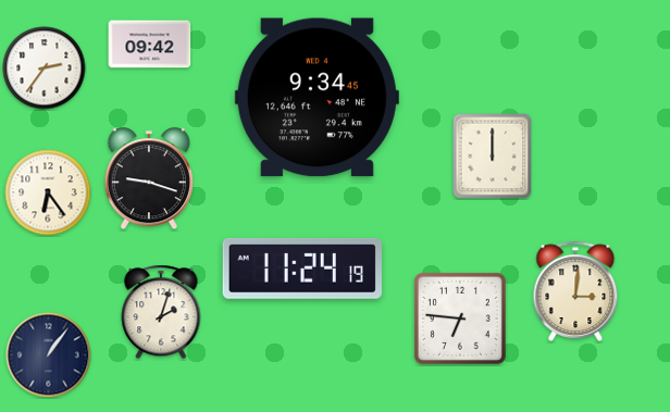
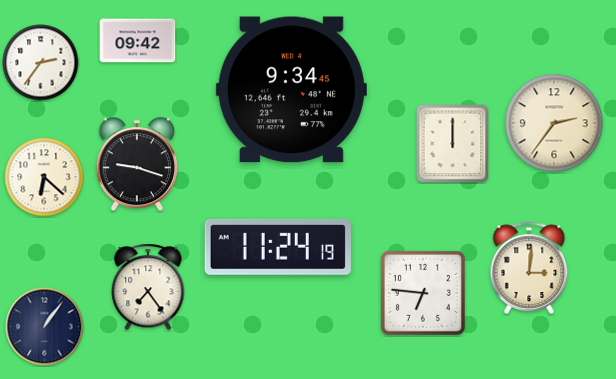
clock at (554, 123): none -> 2:36
clock at (48, 192): 6:24 -> 6:22
clock at (161, 312): 2:03 -> 7:24
